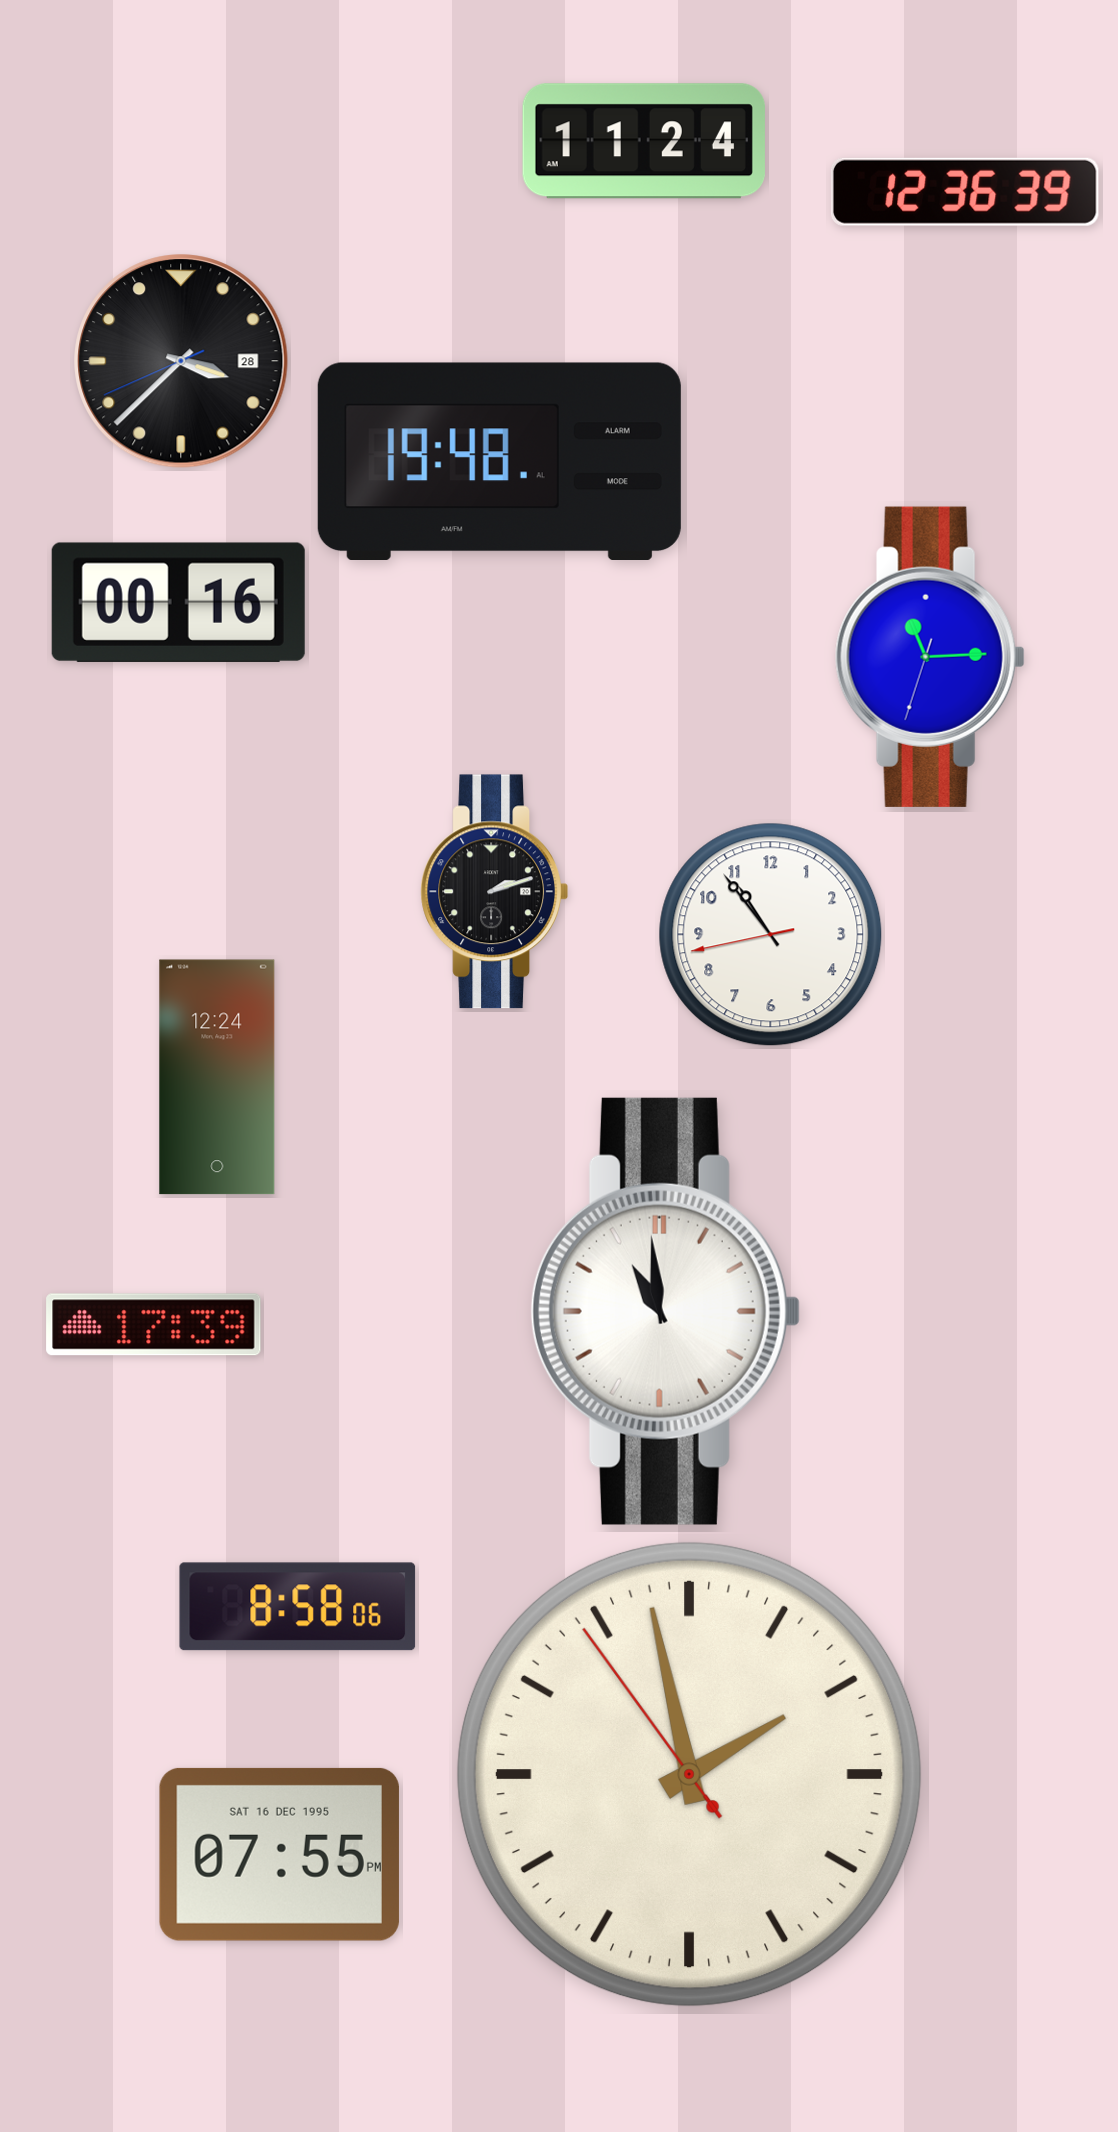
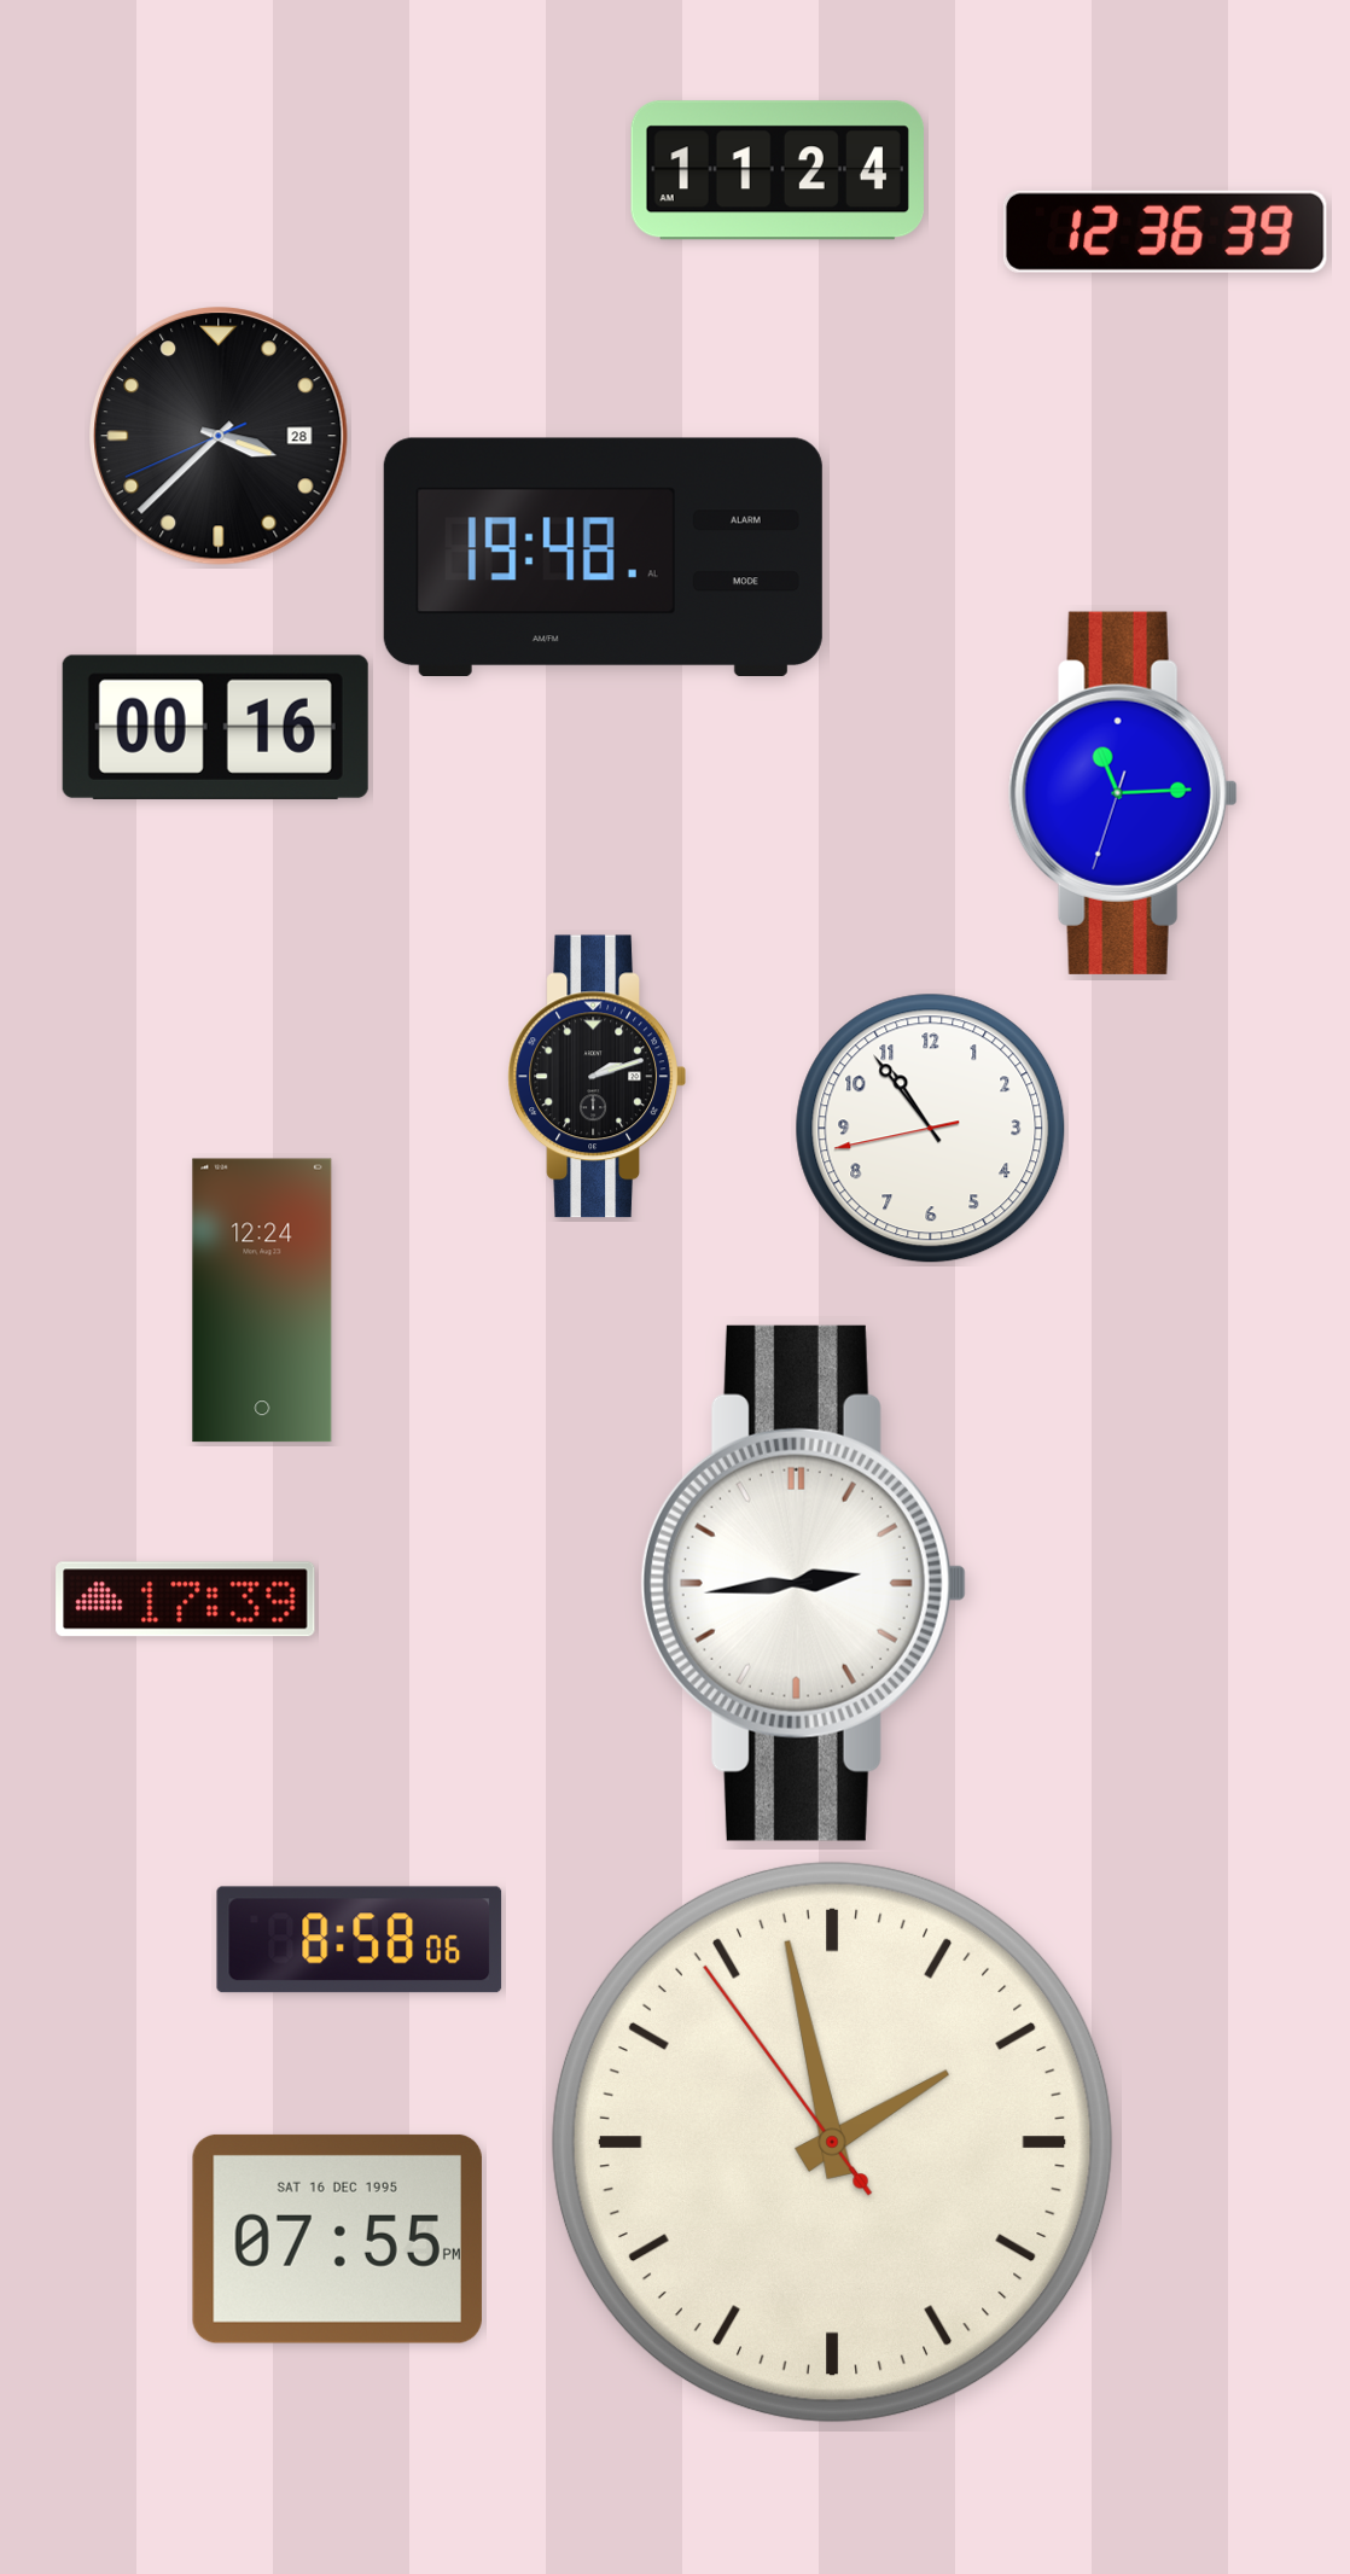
clock at (665, 1311): 10:59 -> 2:44
